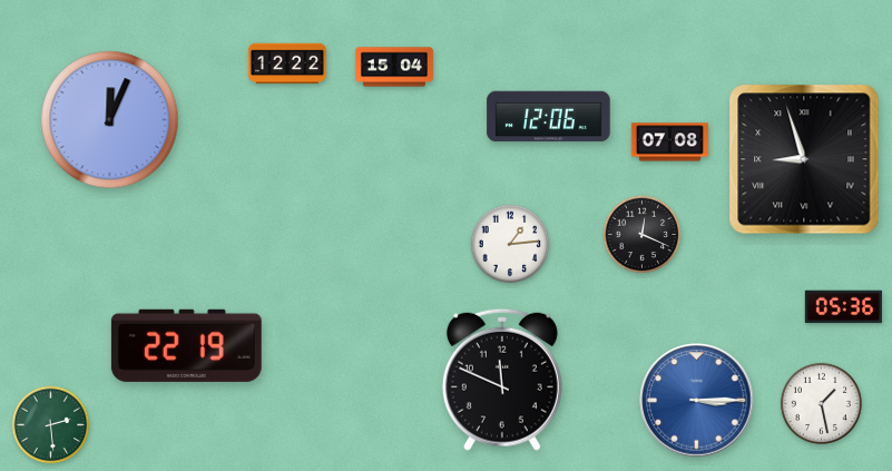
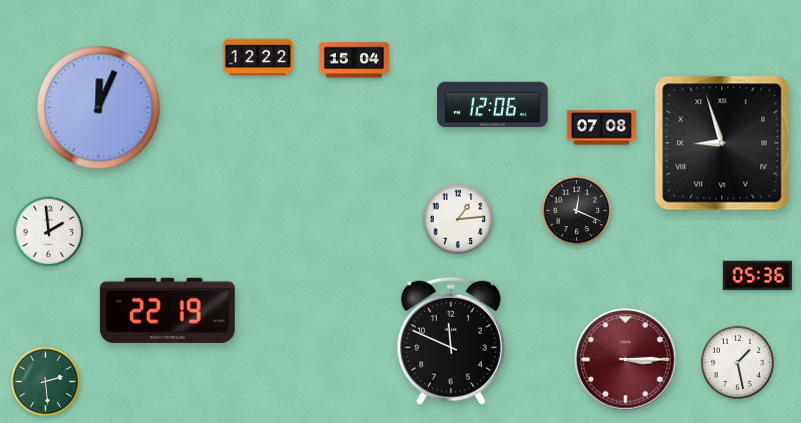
clock at (49, 232): none -> 1:59
clock at (697, 401) dial: blue -> burgundy
